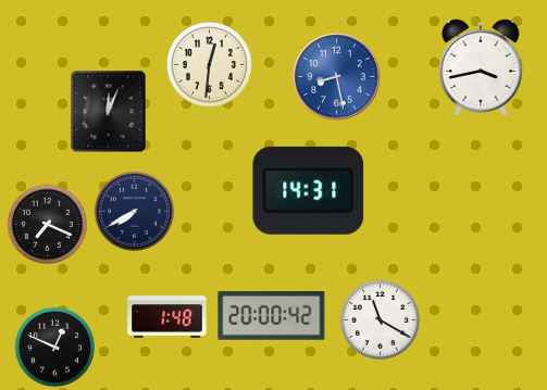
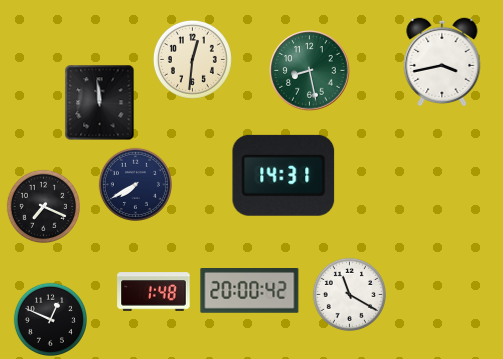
clock at (337, 77) dial: blue -> green
clock at (109, 112): 12:04 -> 11:59
clock at (134, 211) position: (134, 211) -> (135, 184)
